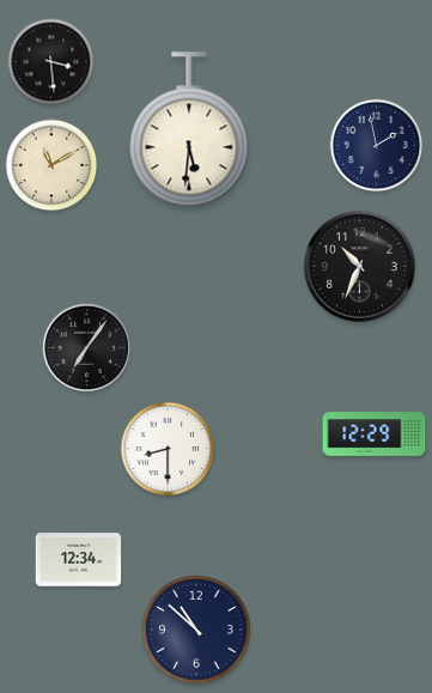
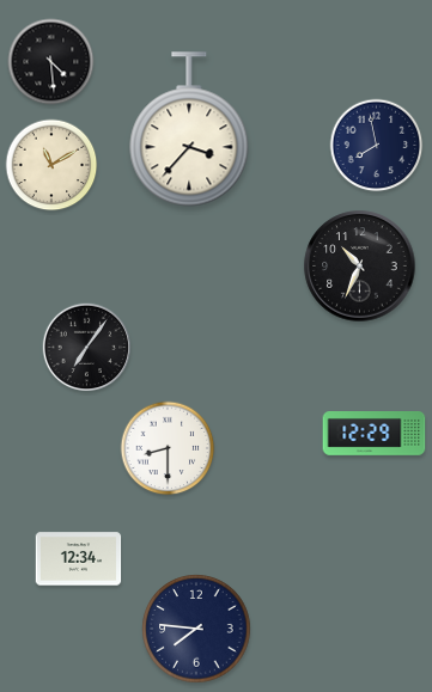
clock at (51, 62): 3:29 -> 4:29
clock at (189, 129): 5:31 -> 3:37
clock at (377, 146): 1:58 -> 7:58
clock at (196, 630): 10:52 -> 7:46
